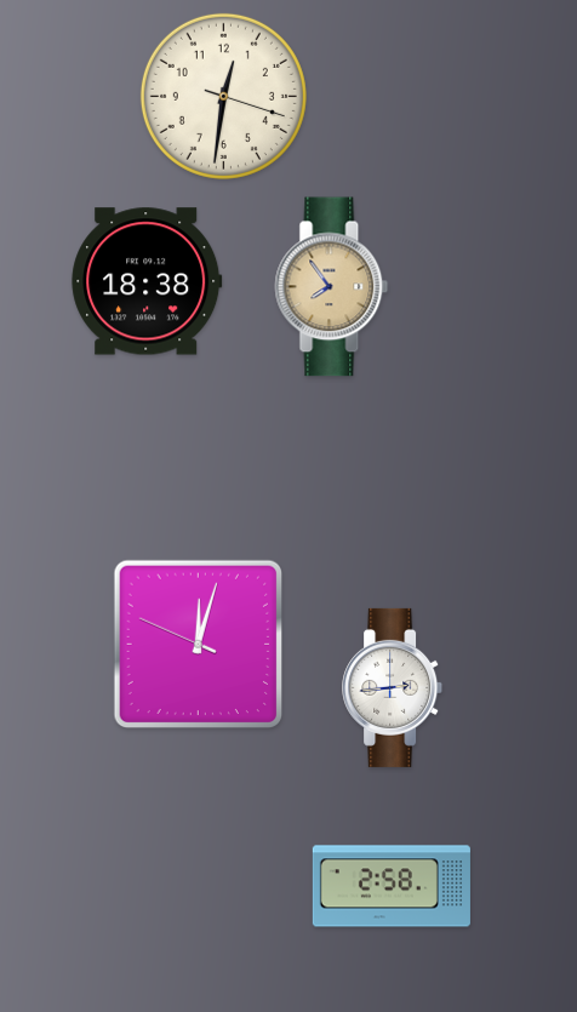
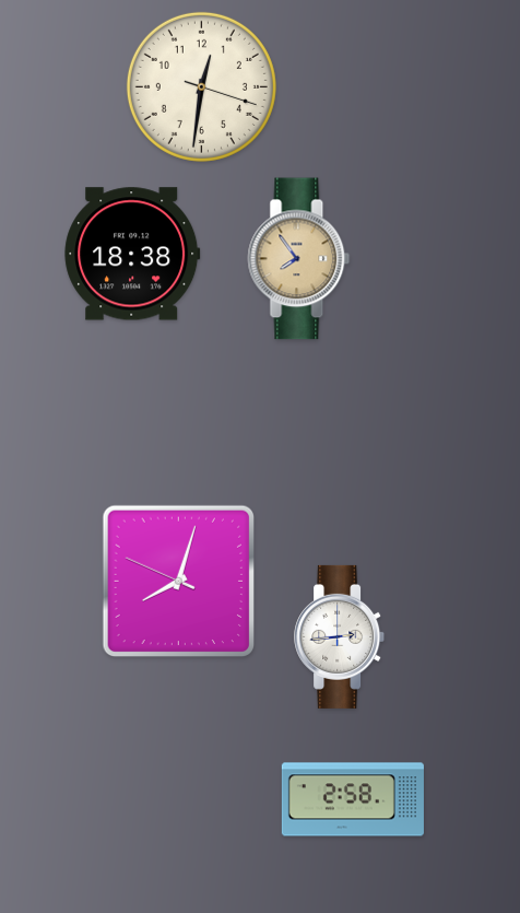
clock at (198, 644): 12:02 -> 8:02
clock at (393, 687) position: (393, 687) -> (340, 636)
